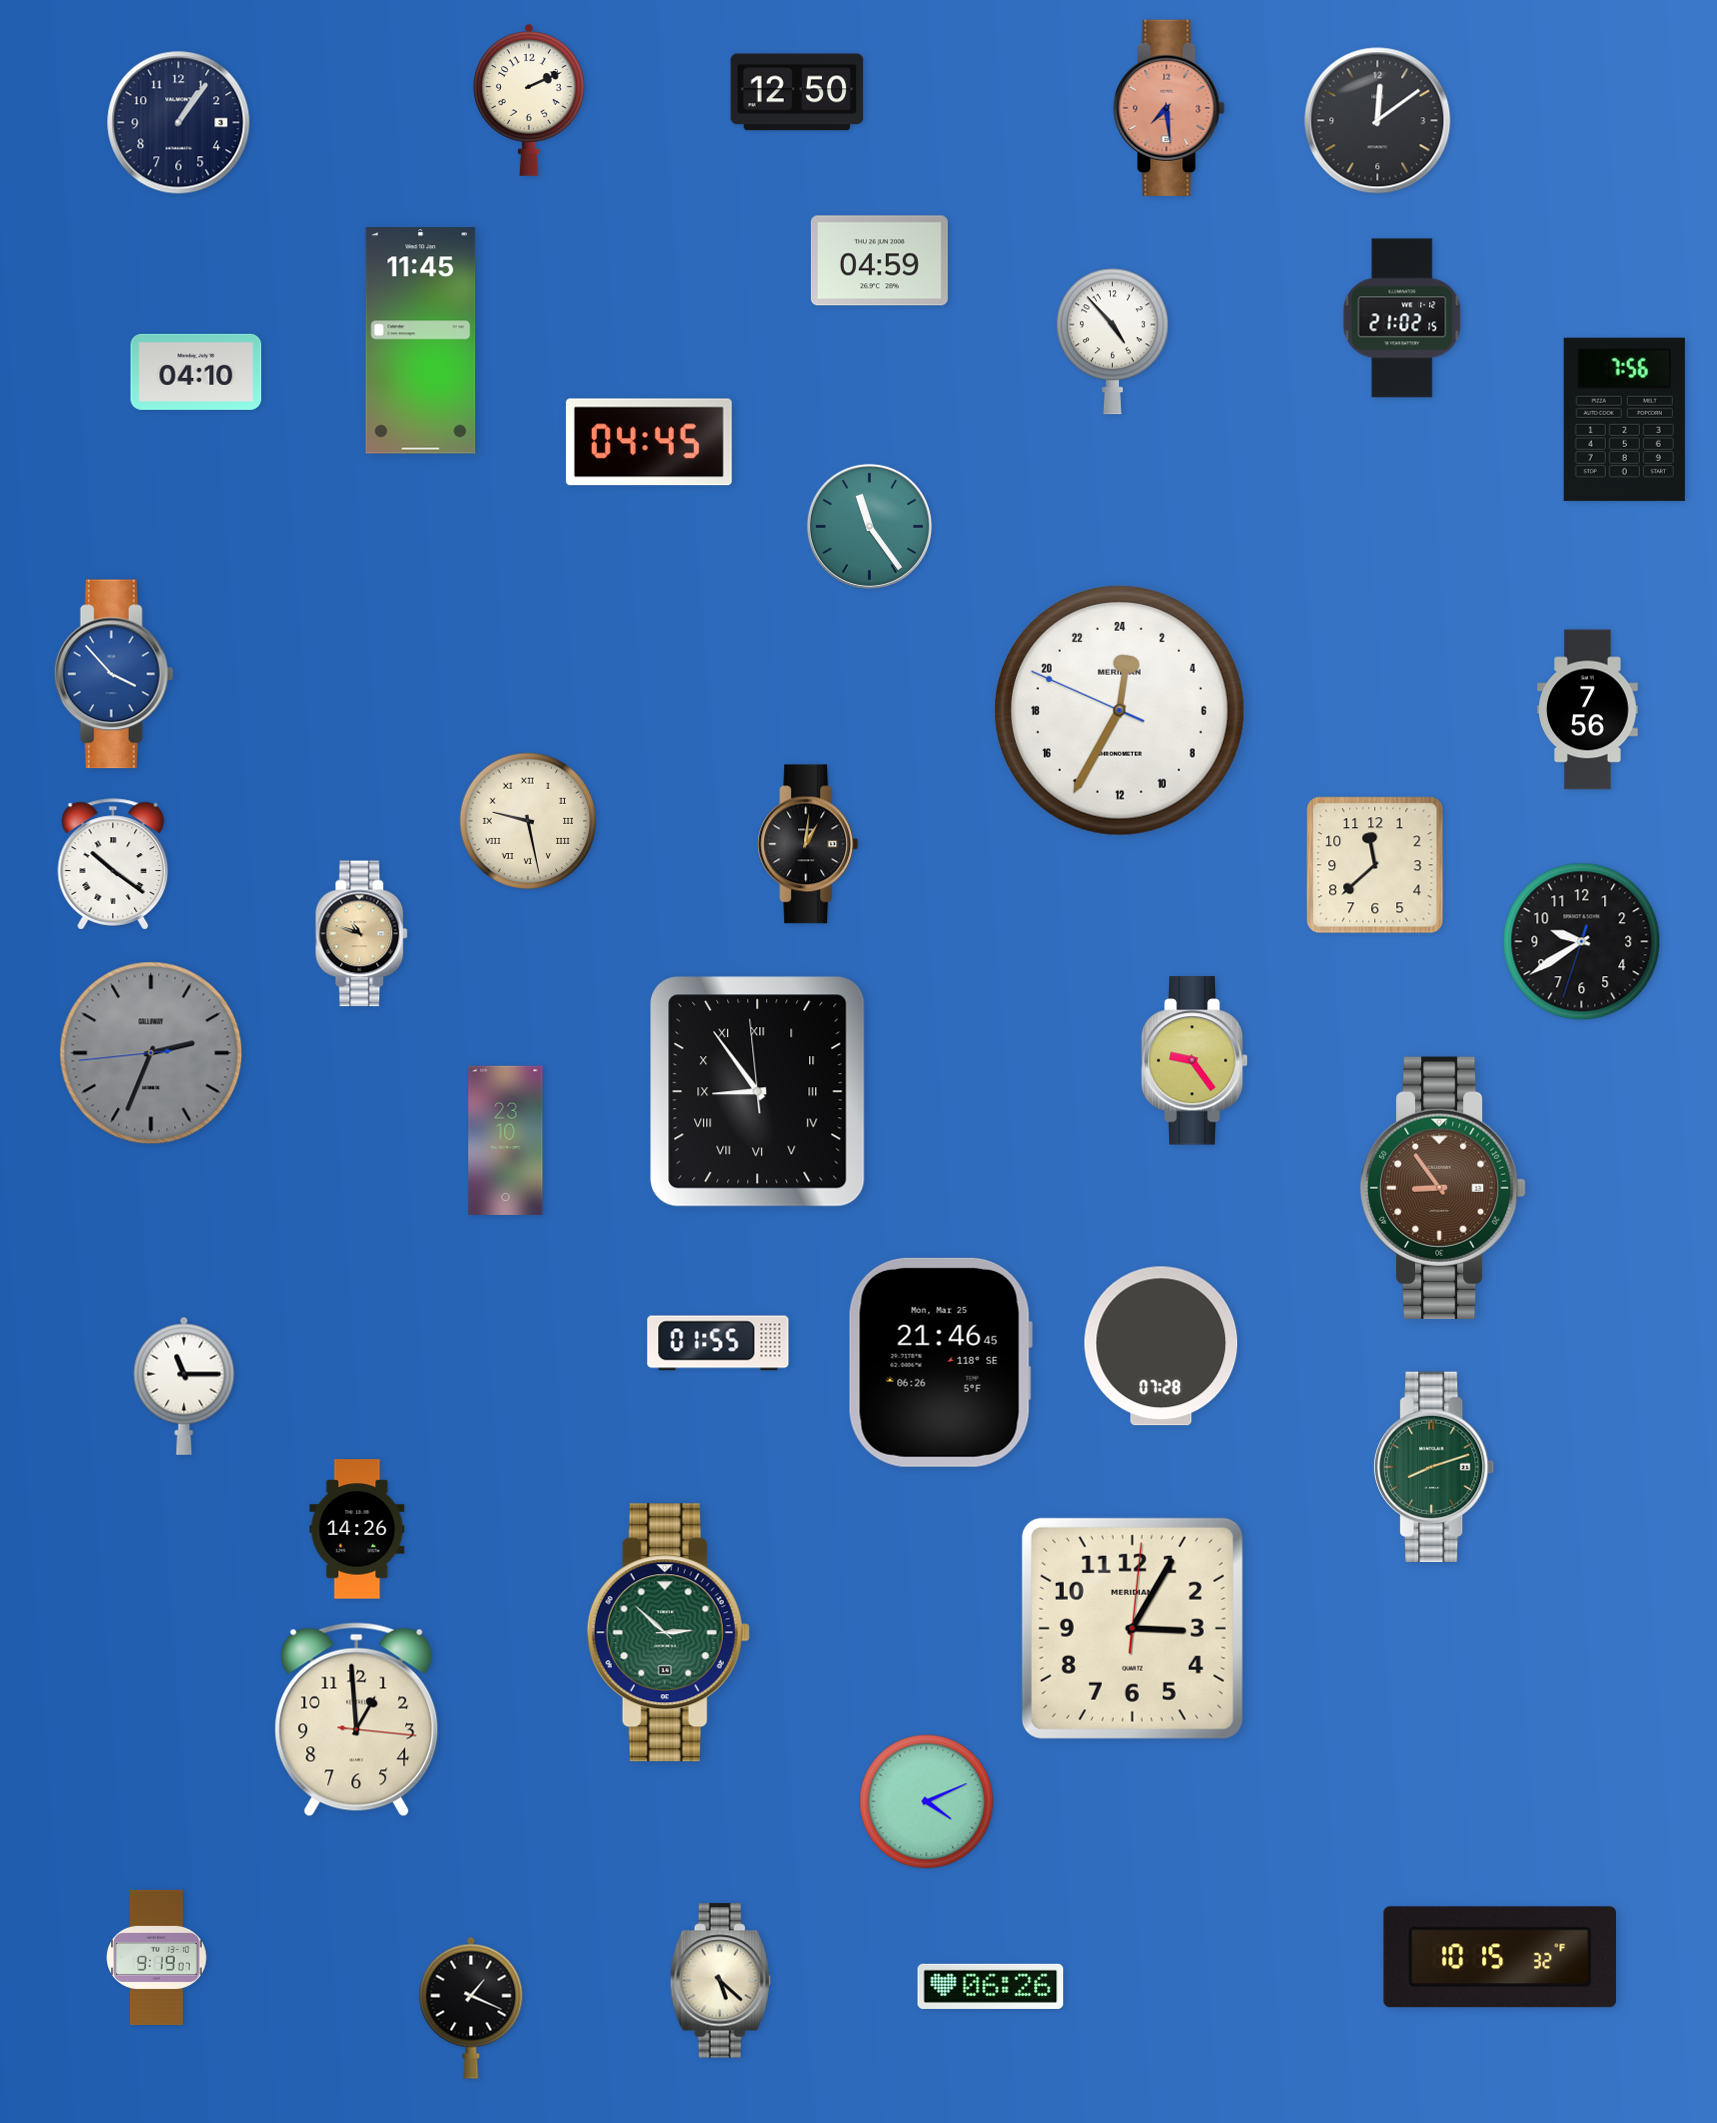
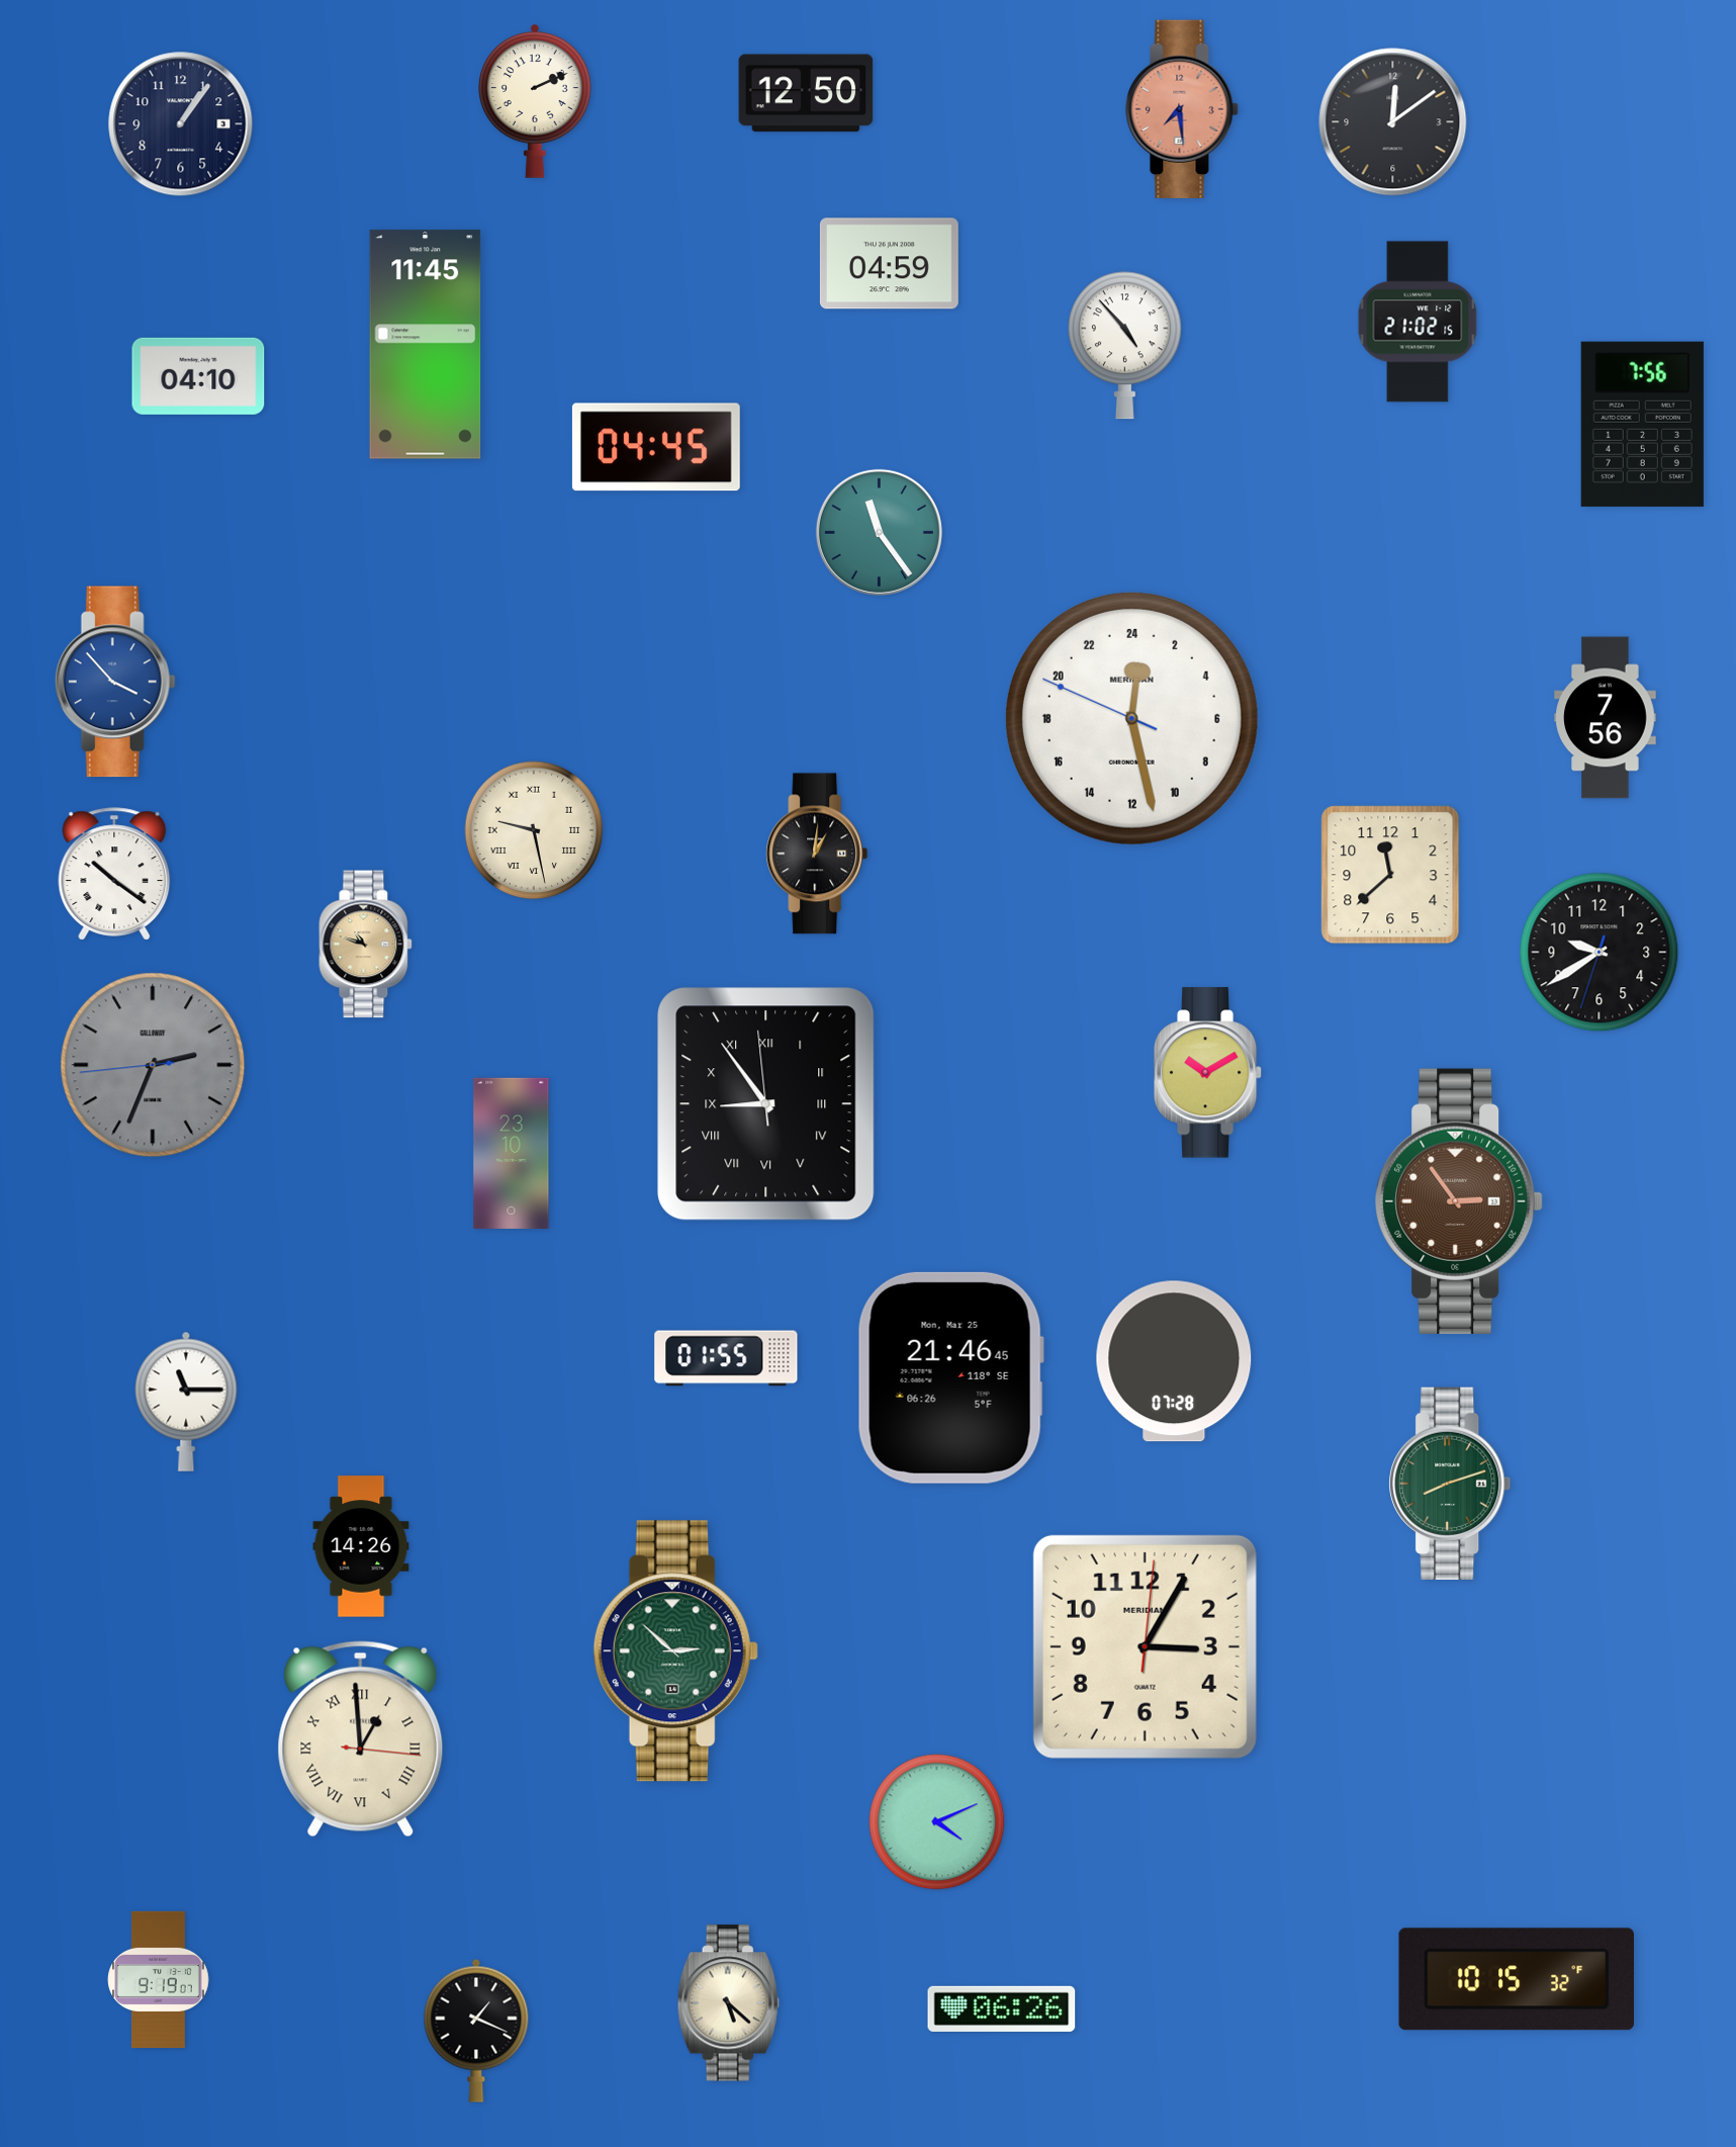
clock at (1119, 710): 0:34 -> 0:27
clock at (1195, 1061): 9:24 -> 10:10
clock at (1443, 1188): 8:54 -> 2:54
clock at (357, 1720) numerals: Arabic -> Roman
